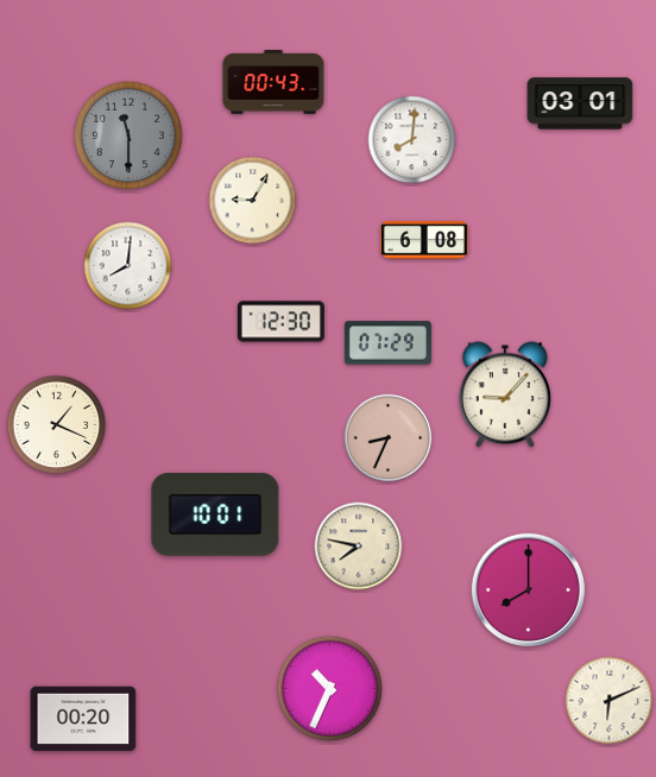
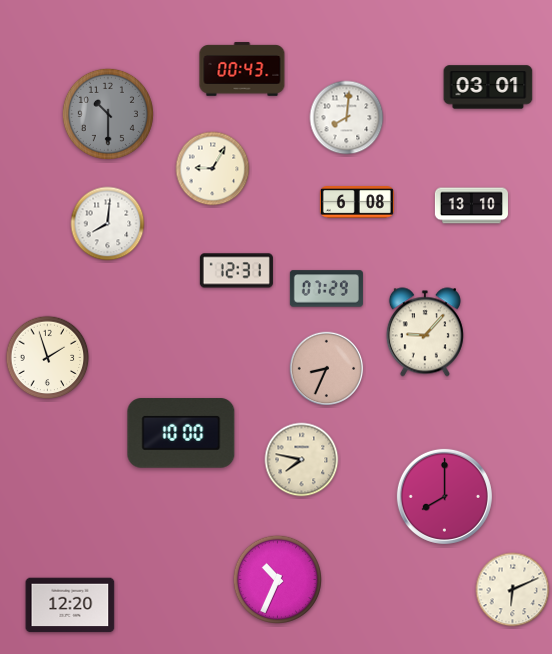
clock at (273, 82) position: (273, 82) -> (242, 69)
clock at (128, 135): 11:30 -> 10:30
clock at (471, 206): none -> 13:10
clock at (280, 322): 12:30 -> 12:31
clock at (57, 425): 1:19 -> 1:57
clock at (215, 514): 10:01 -> 10:00
clock at (83, 719): 00:20 -> 12:20
